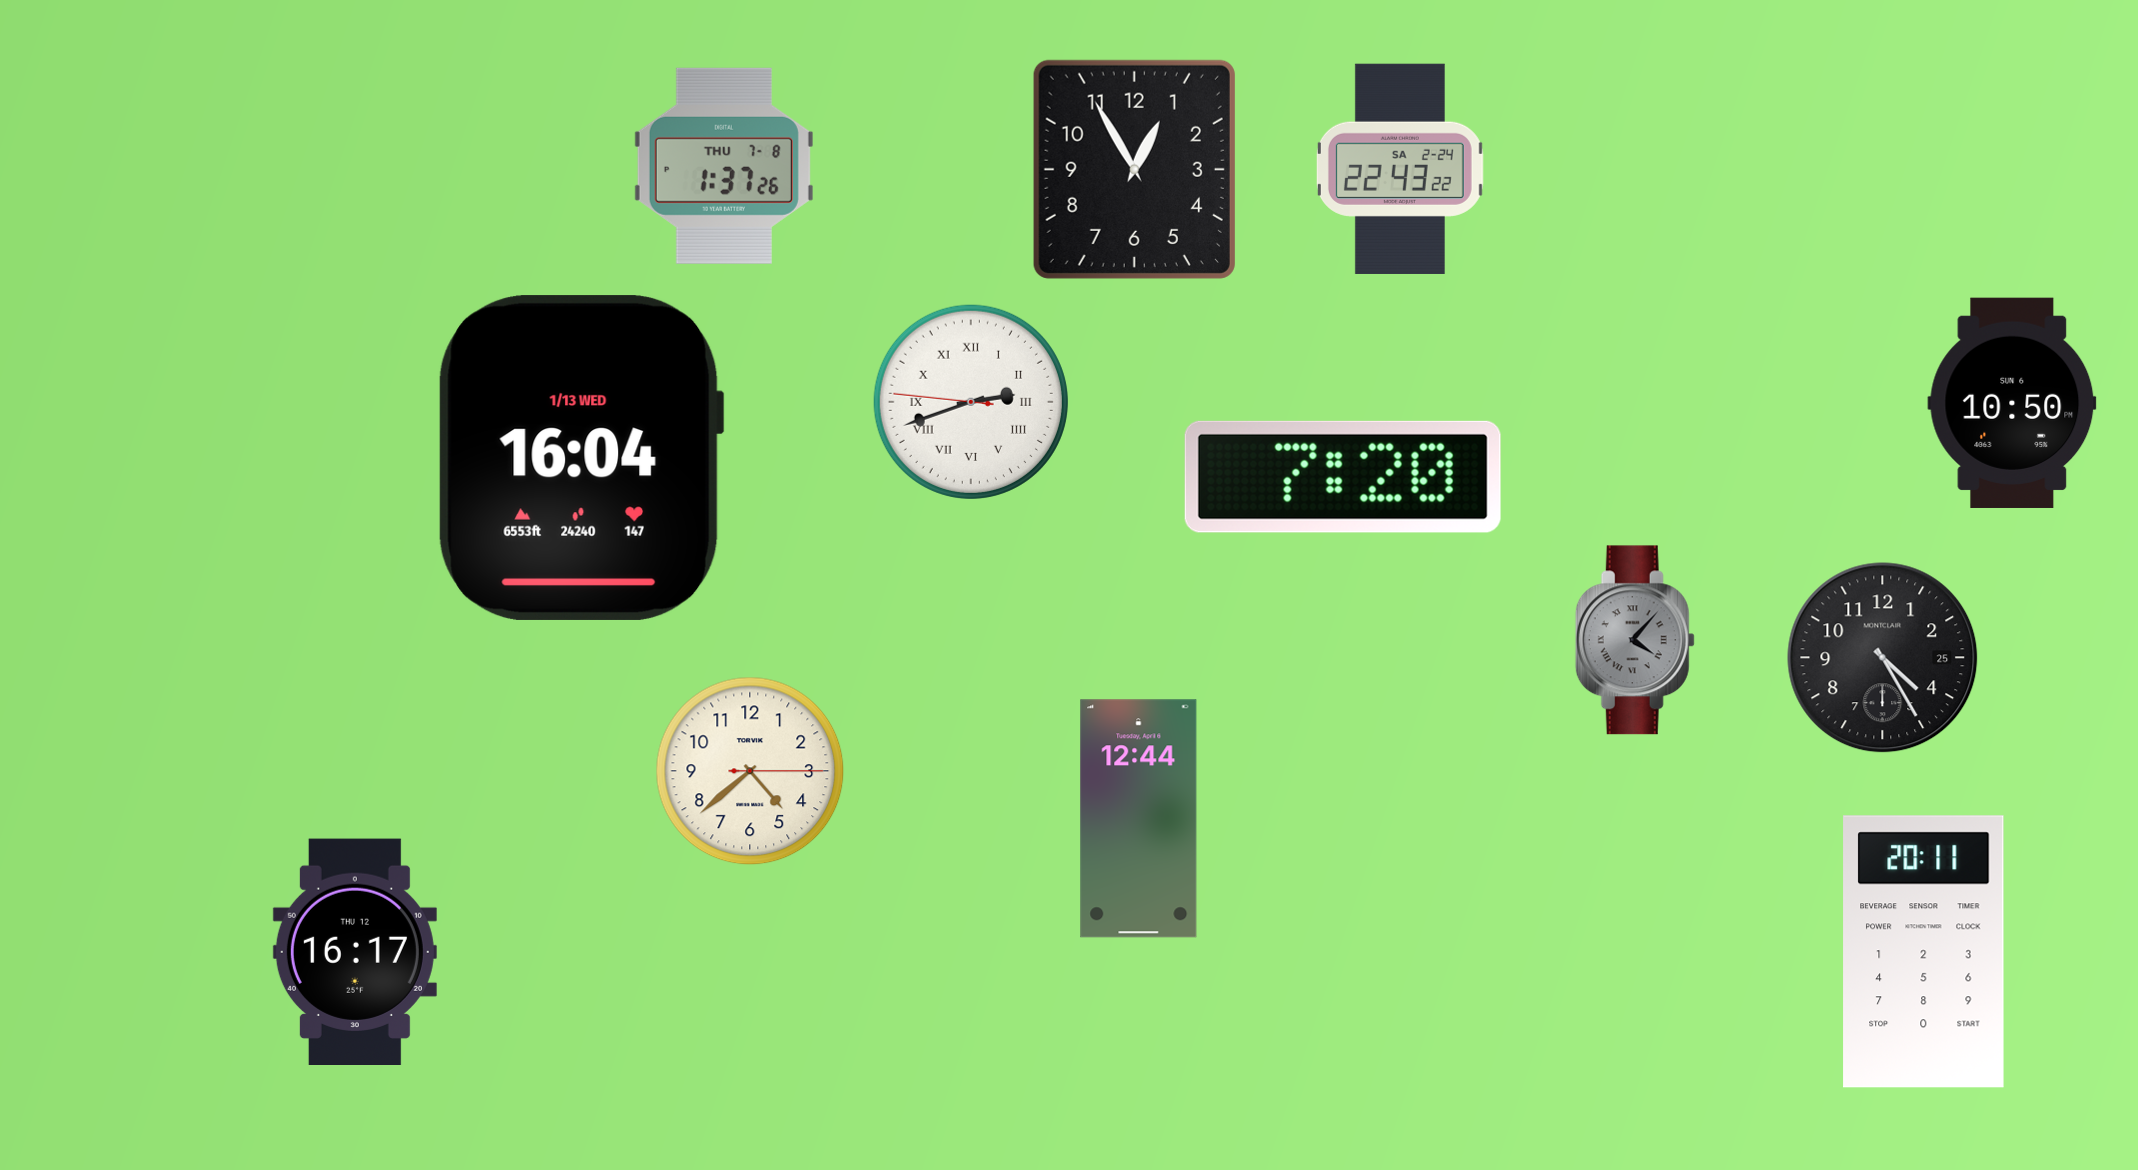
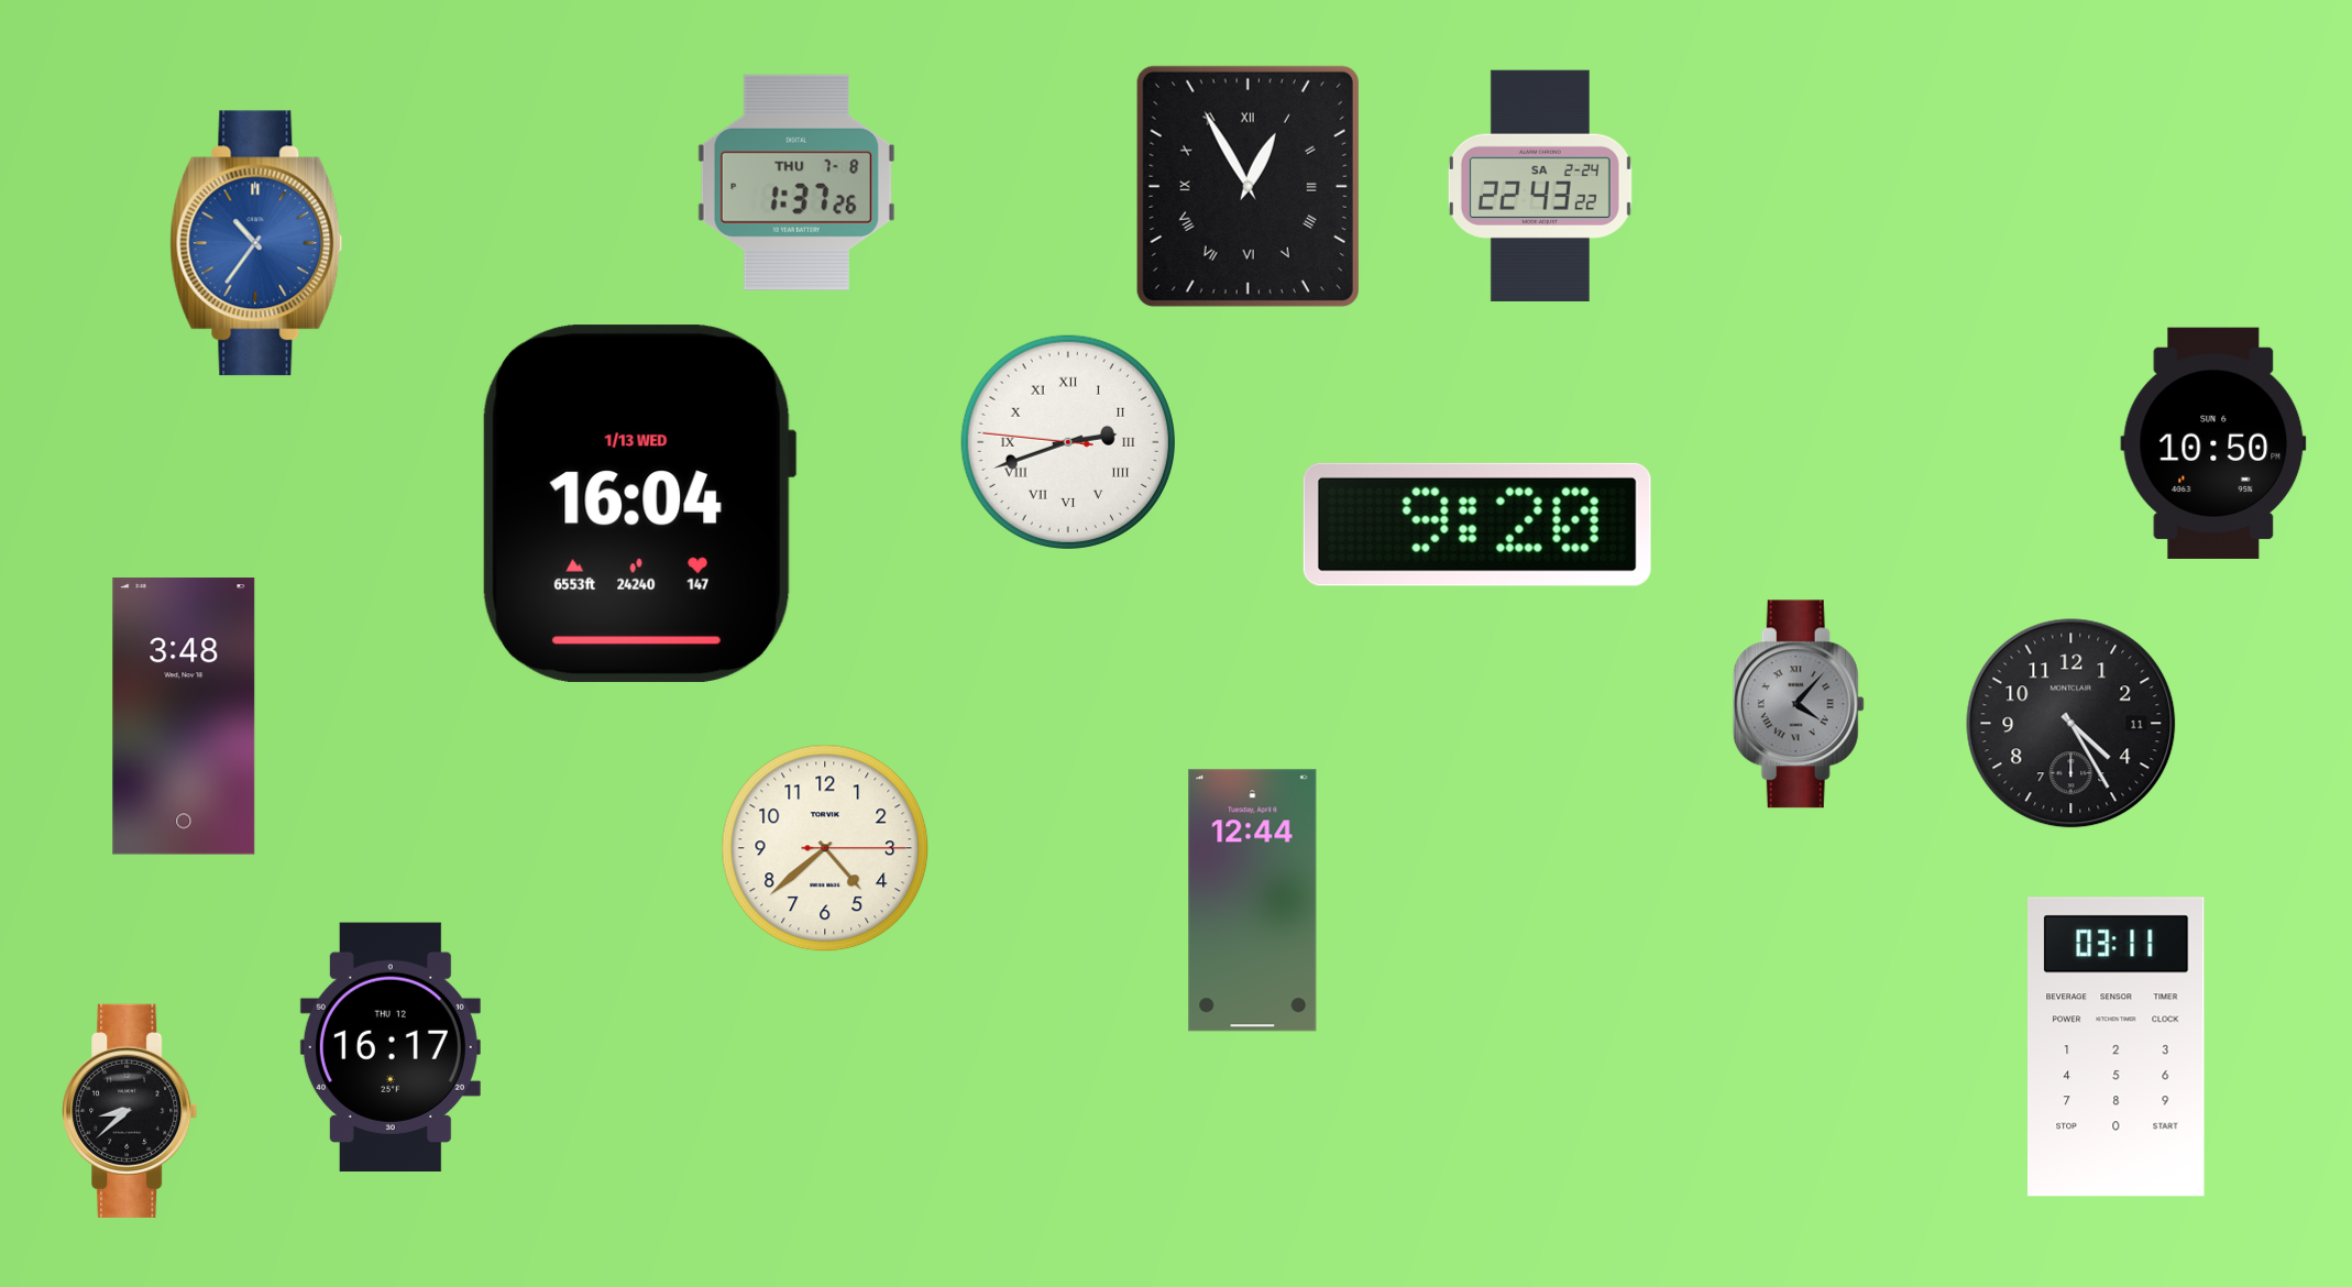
clock at (1134, 169) numerals: Arabic -> Roman
clock at (256, 243): none -> 10:36
clock at (1343, 477): 7:20 -> 9:20
clock at (184, 716): none -> 3:48
clock at (1883, 658) date: 25 -> 11
clock at (1924, 952): 20:11 -> 03:11
clock at (130, 1111): none -> 8:38
